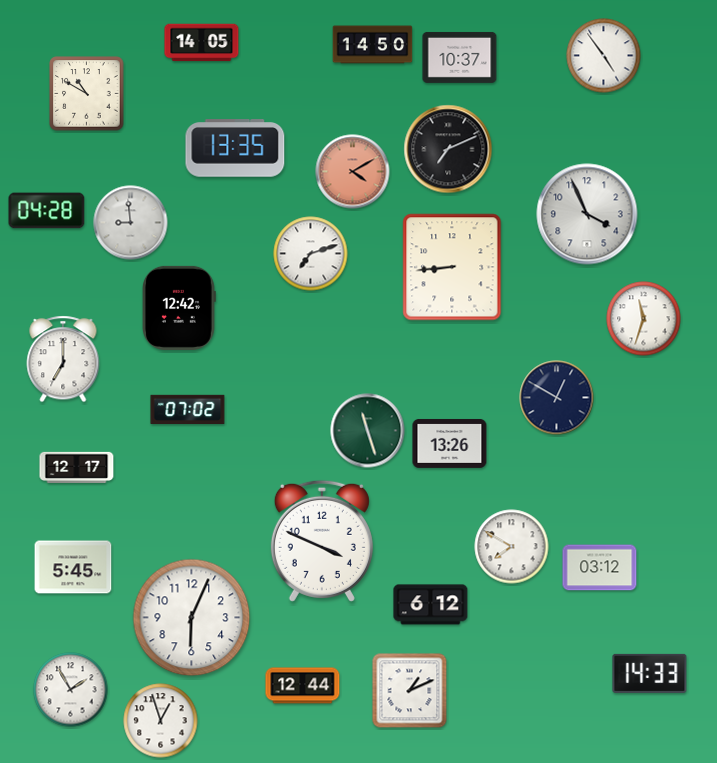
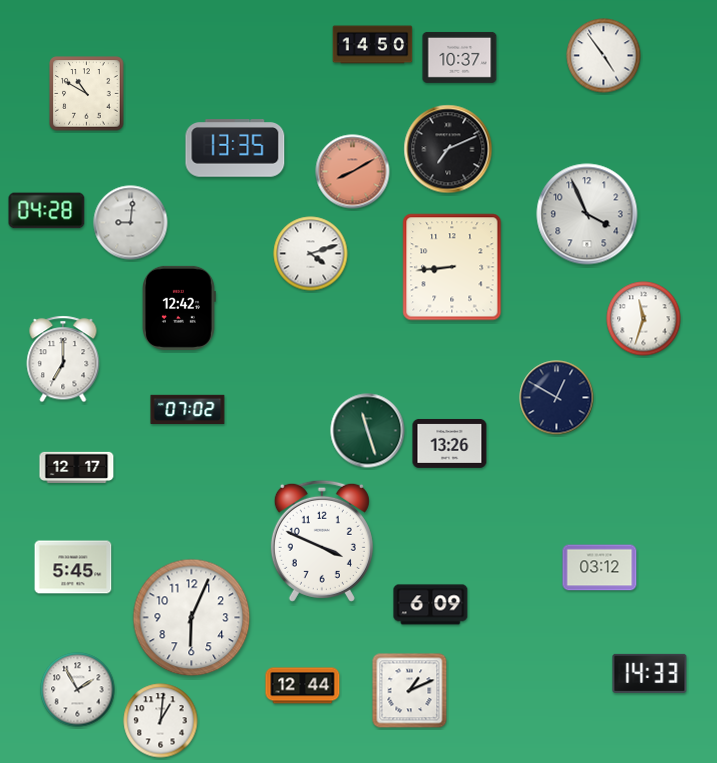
clock at (202, 43): 14:05 -> none
clock at (353, 172): 4:10 -> 8:10
clock at (131, 223): 8:59 -> 9:01
clock at (311, 254): 7:12 -> 4:12
clock at (512, 547): 7:50 -> none
clock at (431, 605): 6:12 -> 6:09
clock at (71, 690) position: (71, 690) -> (78, 690)
clock at (161, 721): 12:57 -> 1:01
